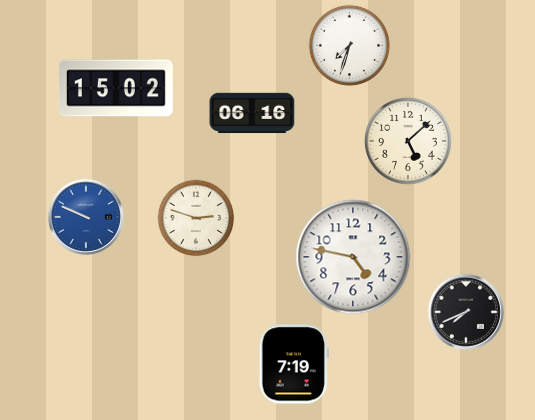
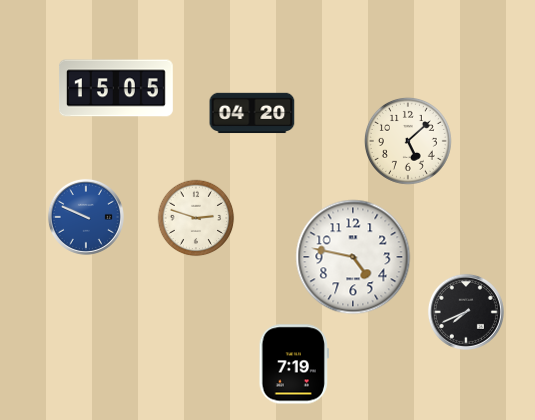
clock at (349, 45): 7:33 -> none
clock at (116, 88): 15:02 -> 15:05
clock at (252, 113): 06:16 -> 04:20
